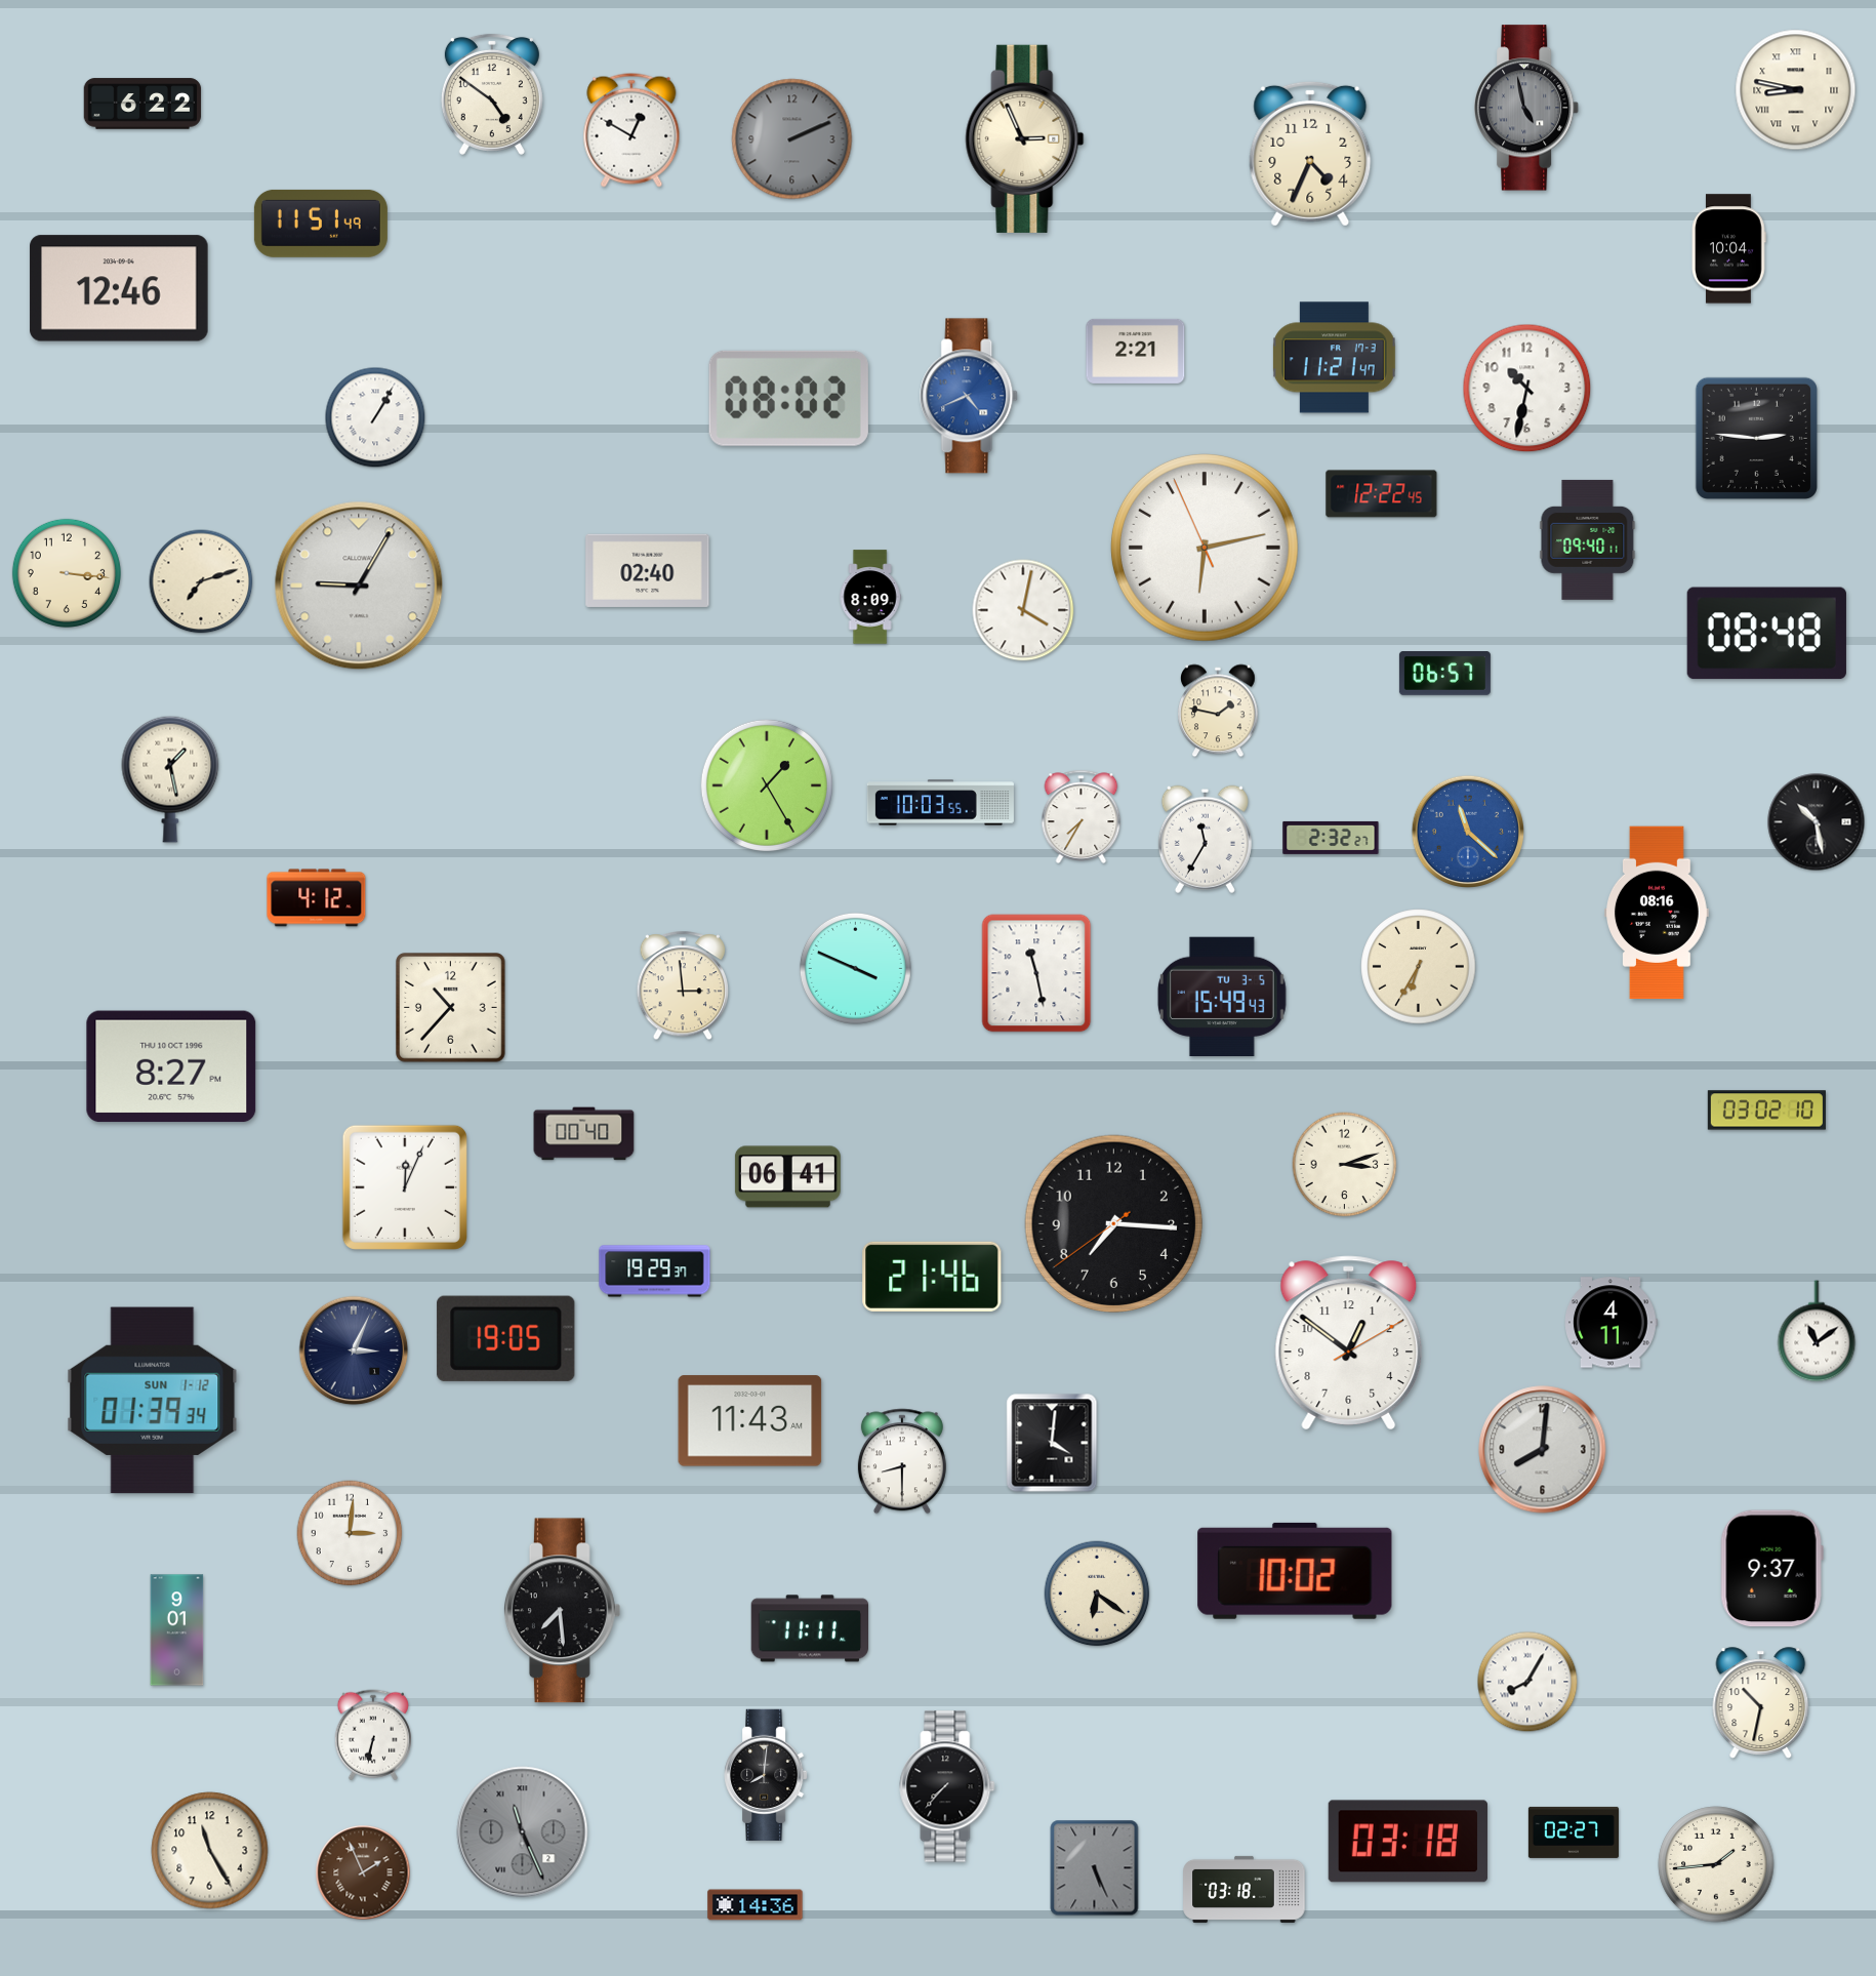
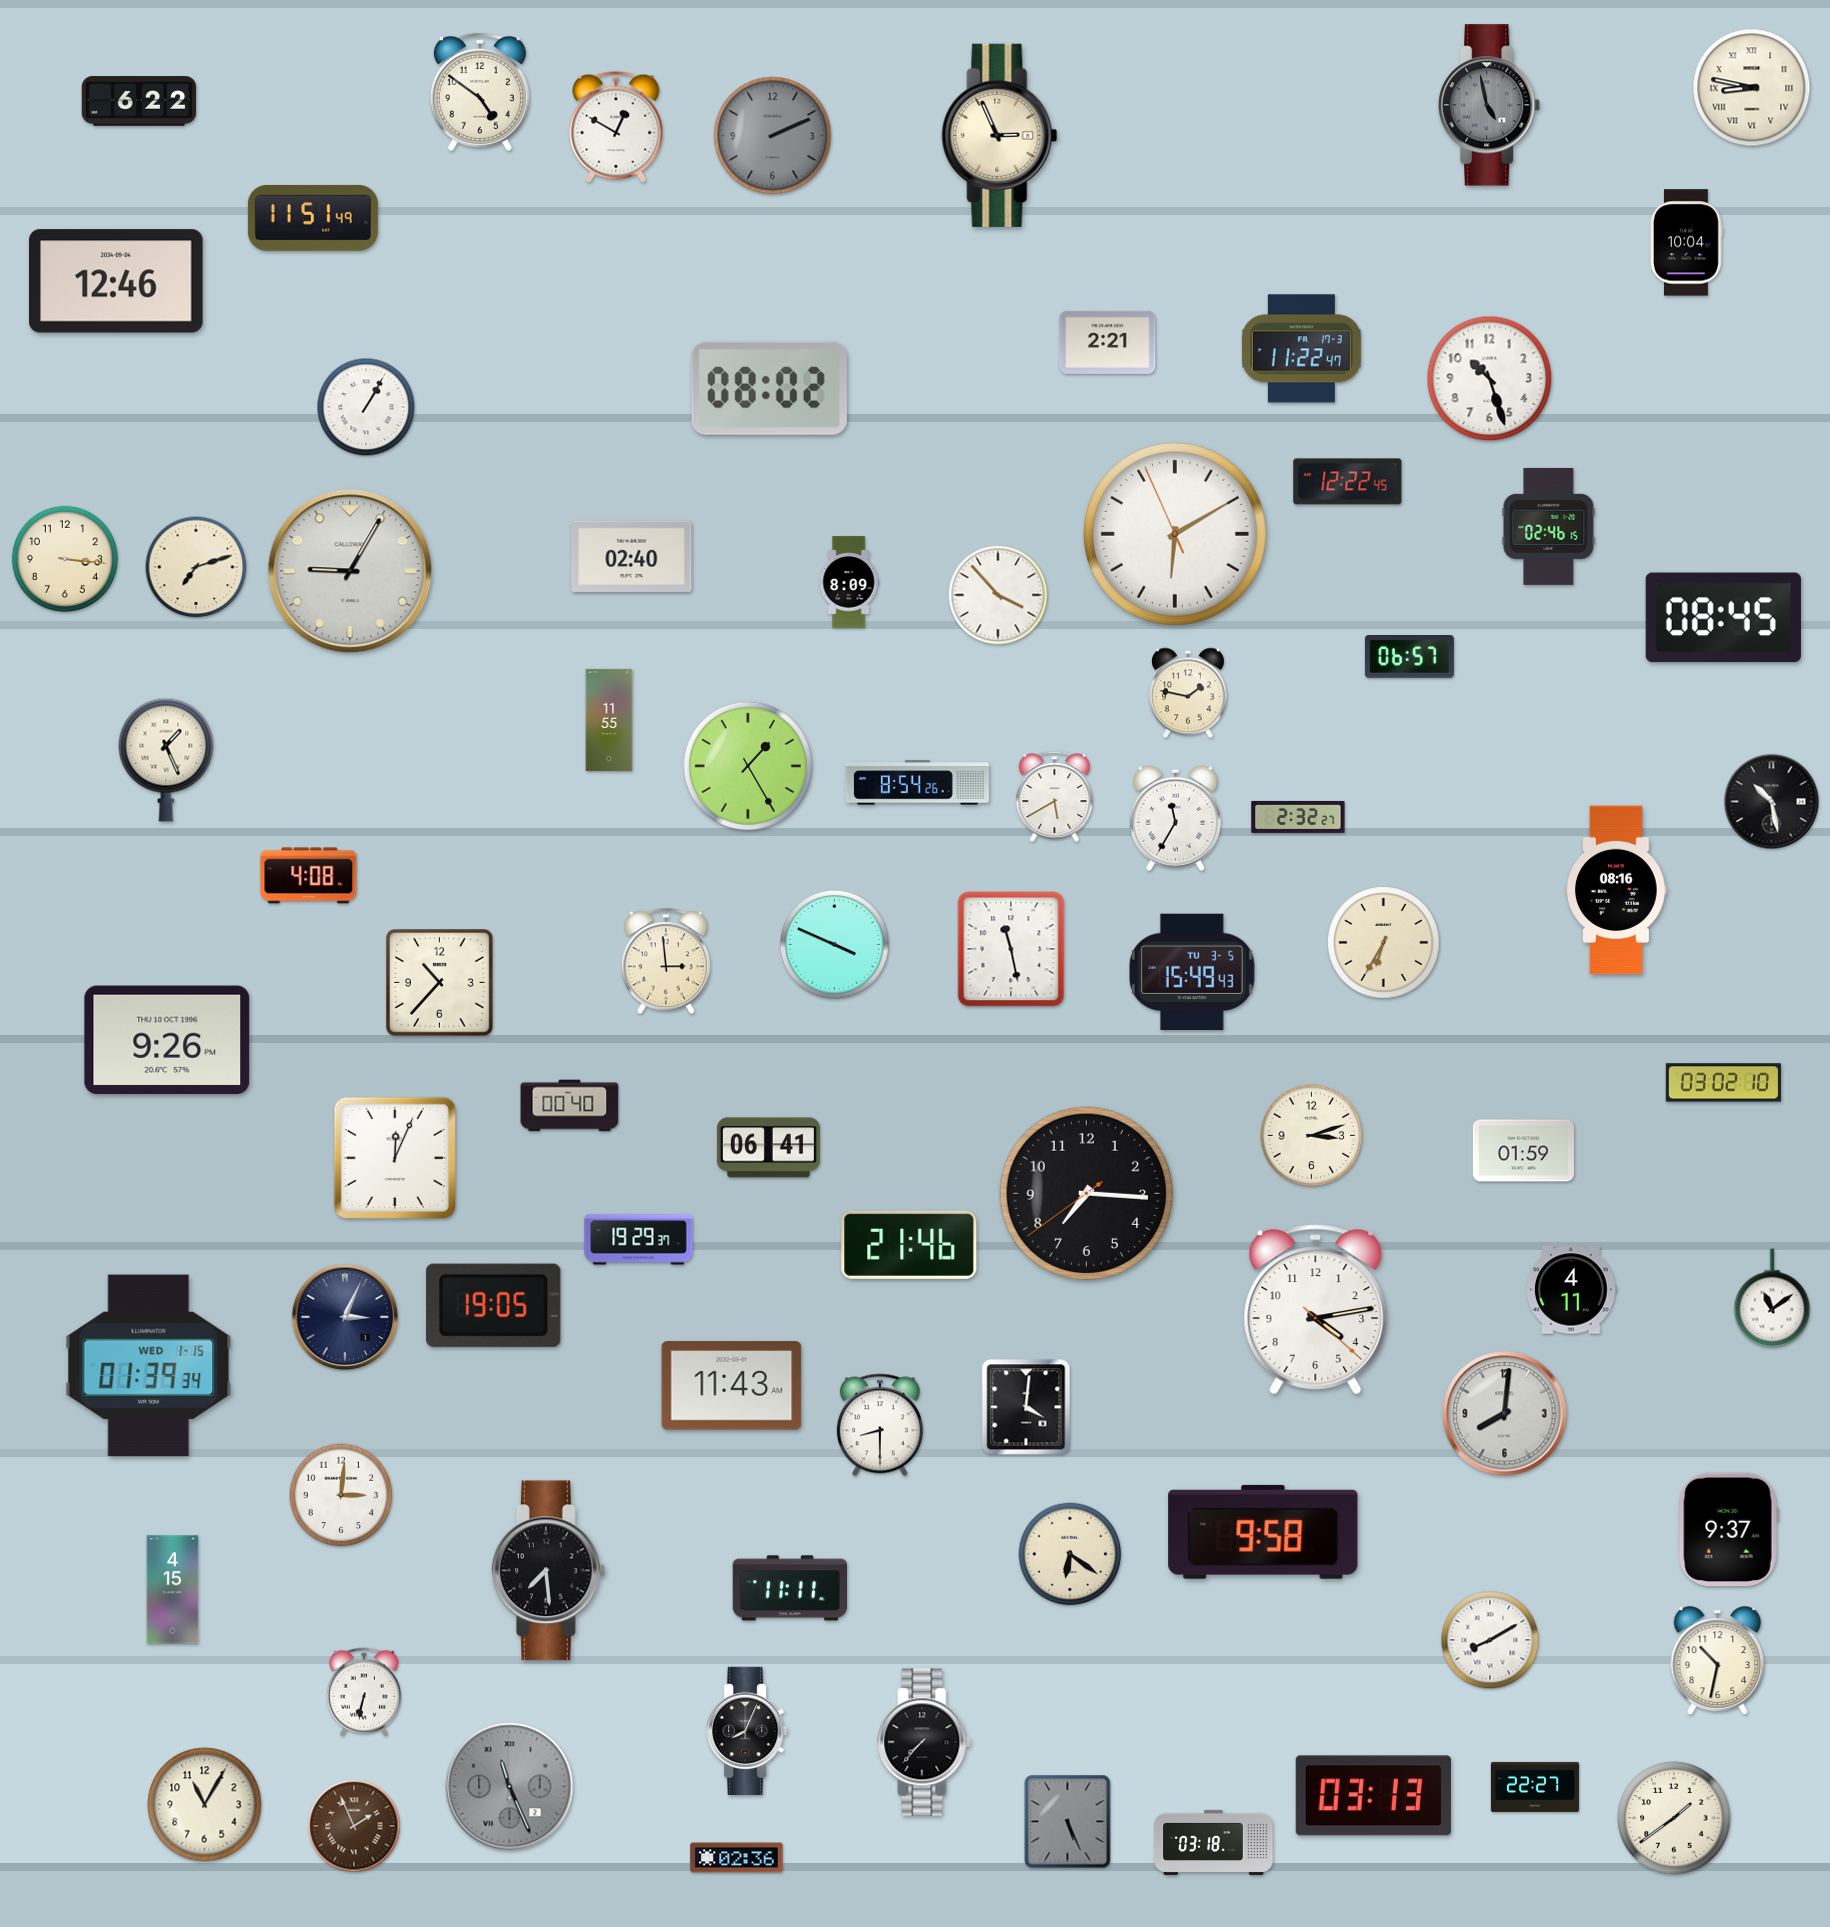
clock at (1310, 154): 4:34 -> none
clock at (1334, 358): 11:21 -> 11:22
clock at (1527, 389): 10:32 -> 10:27
clock at (970, 396): 4:41 -> none
clock at (1756, 438): 2:46 -> none
clock at (1588, 539): 09:40 -> 02:46
clock at (1205, 548): 6:12 -> 6:09
clock at (1023, 610): 4:02 -> 3:53
clock at (1766, 634): 08:48 -> 08:45
clock at (609, 720): none -> 11:55
clock at (170, 779): 1:28 -> 1:26
clock at (940, 803): 10:03 -> 8:54
clock at (1082, 816): 7:35 -> 5:40
clock at (1467, 831): 11:22 -> none
clock at (317, 898): 4:12 -> 4:08
clock at (171, 1066): 8:27 -> 9:26
clock at (1523, 1151): none -> 01:59
clock at (1349, 1343): 12:51 -> 4:13
clock at (153, 1401) date: SUN 1-12 -> WED 1-15
clock at (1295, 1571): 10:02 -> 9:58
clock at (177, 1630): 9:01 -> 4:15
clock at (1527, 1682): 8:05 -> 8:10
clock at (766, 1774): 8:01 -> 8:04
clock at (1574, 1832): 02:27 -> 22:27
clock at (1408, 1842): 03:18 -> 03:13
clock at (210, 1851): 11:25 -> 11:05
clock at (1716, 1864): 1:44 -> 1:39
clock at (756, 1905): 14:36 -> 02:36
